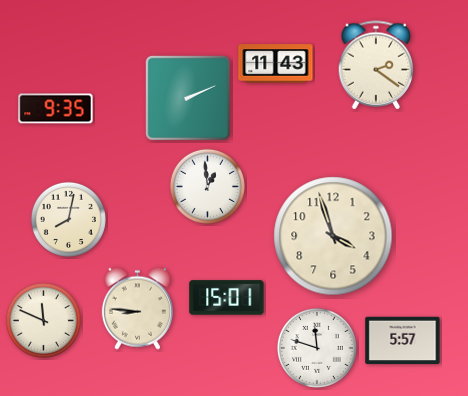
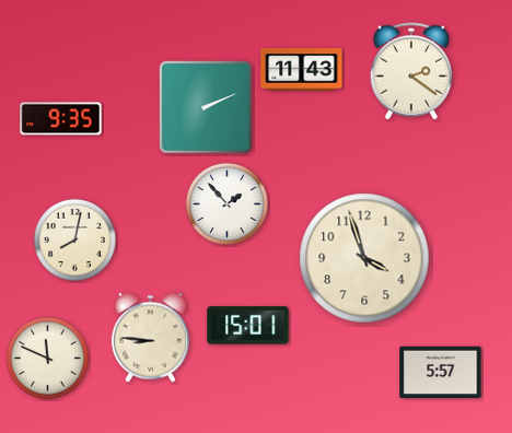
clock at (207, 186): 12:59 -> 1:53
clock at (43, 320) position: (43, 320) -> (47, 358)
clock at (317, 348): 11:48 -> none
